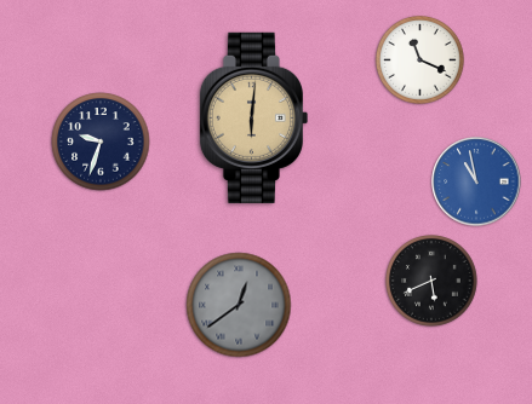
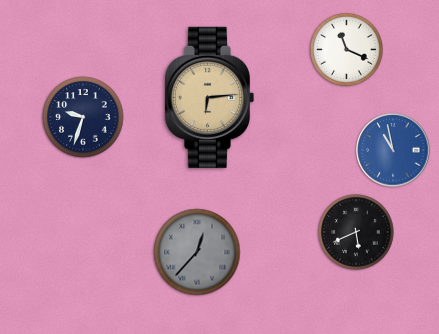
clock at (253, 117): 6:01 -> 6:14
clock at (239, 305): 12:39 -> 12:37
